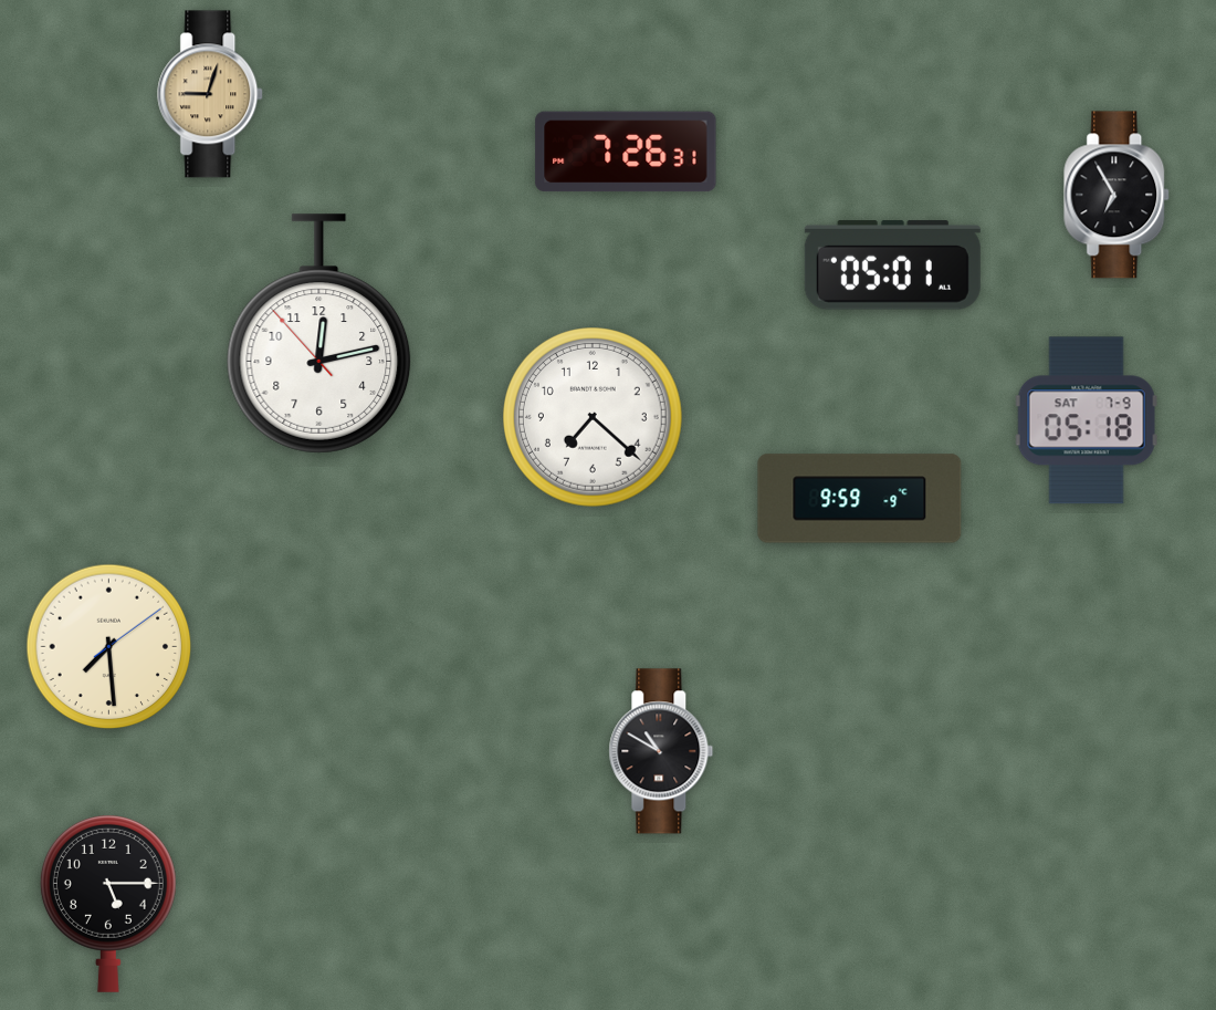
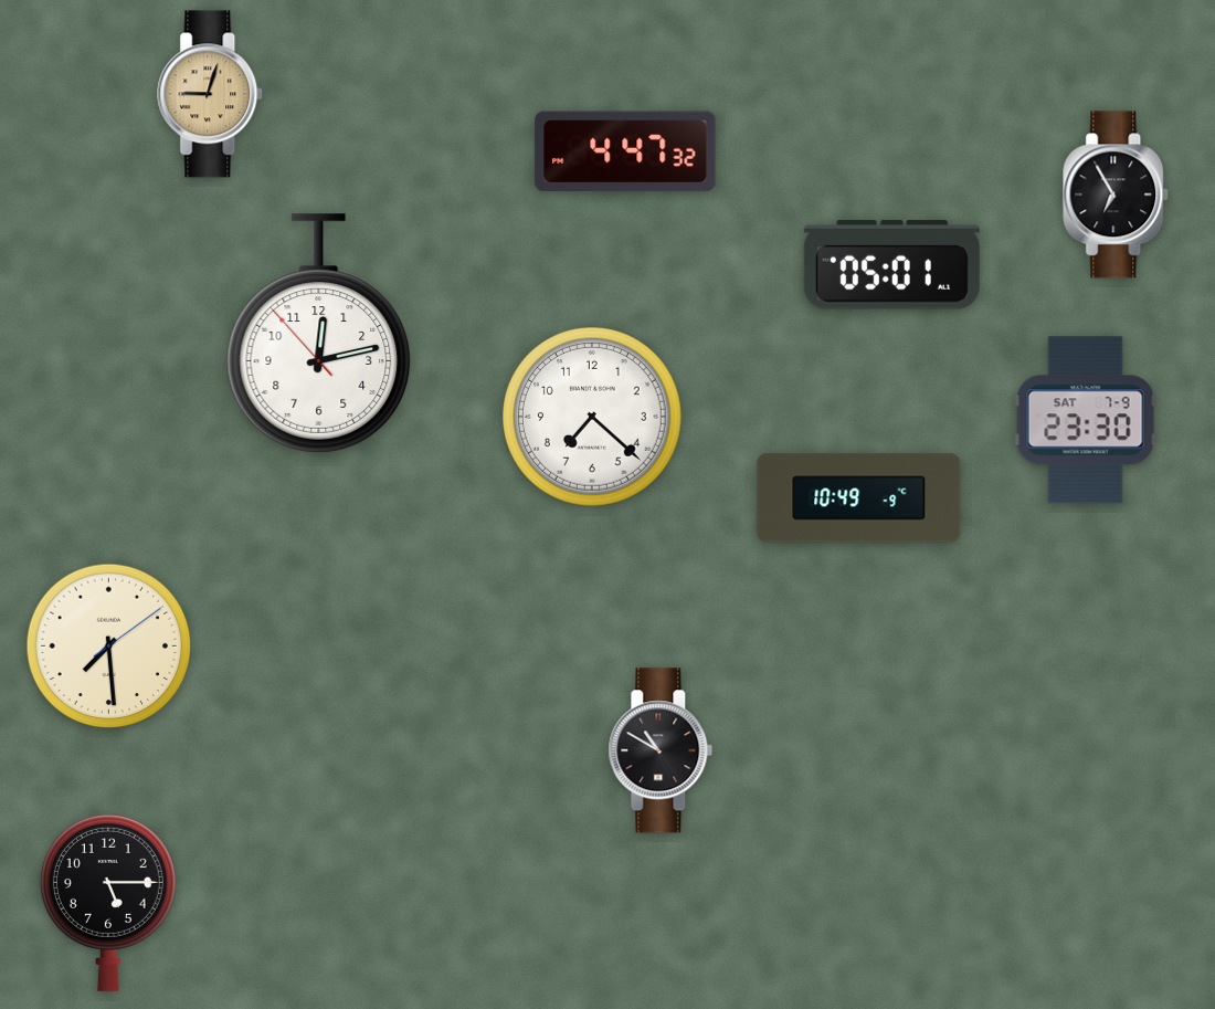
clock at (626, 152): 7:26 -> 4:47
clock at (1087, 420): 05:18 -> 23:30
clock at (860, 499): 9:59 -> 10:49
